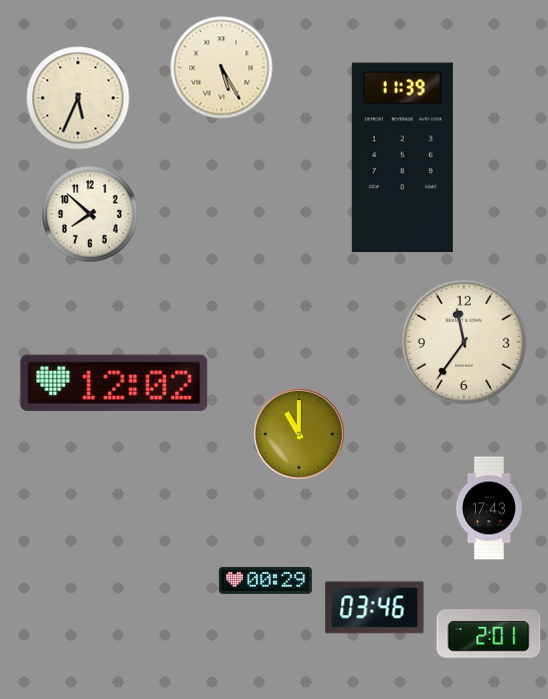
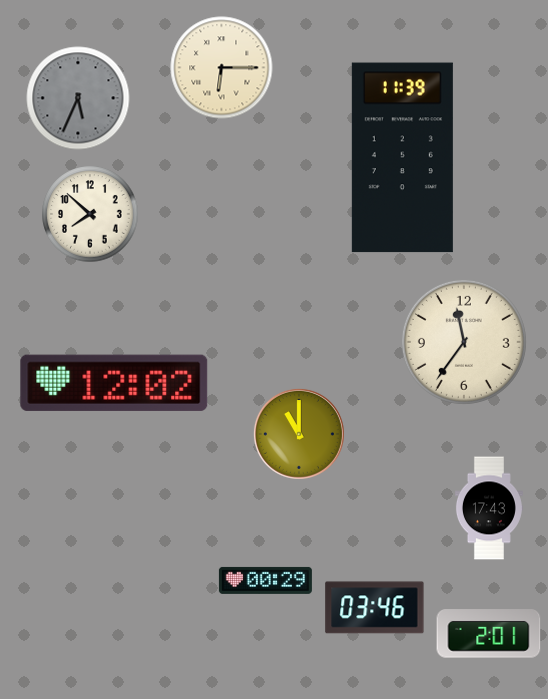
clock at (222, 68): 5:25 -> 6:15
clock at (78, 98) dial: cream -> grey
